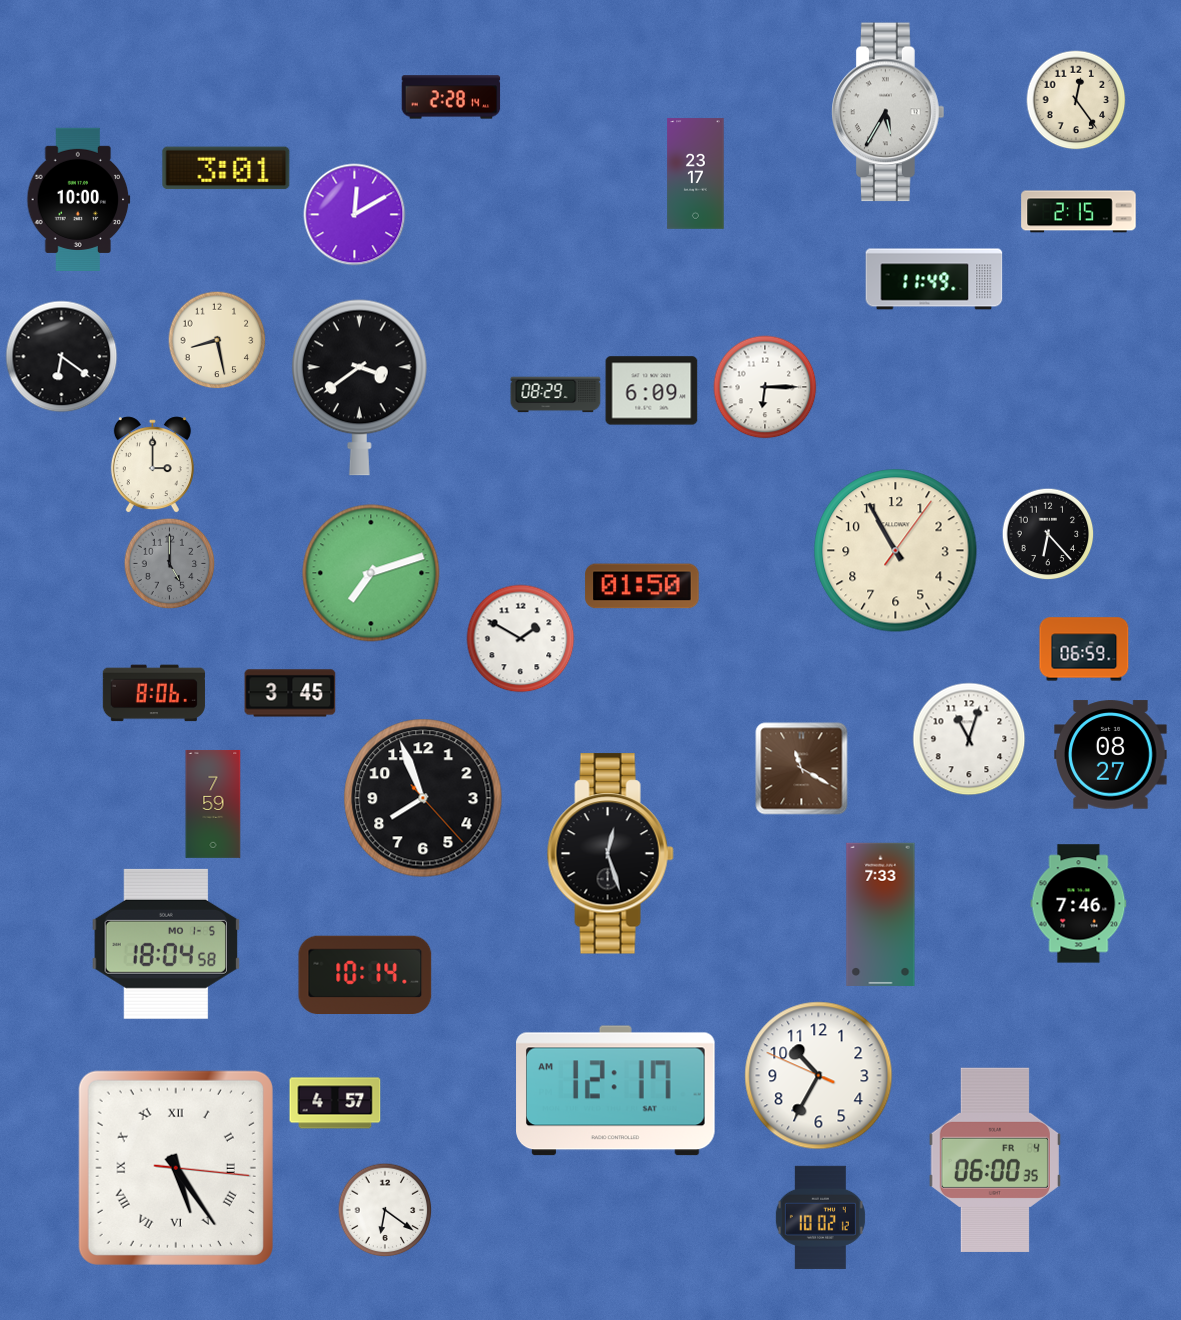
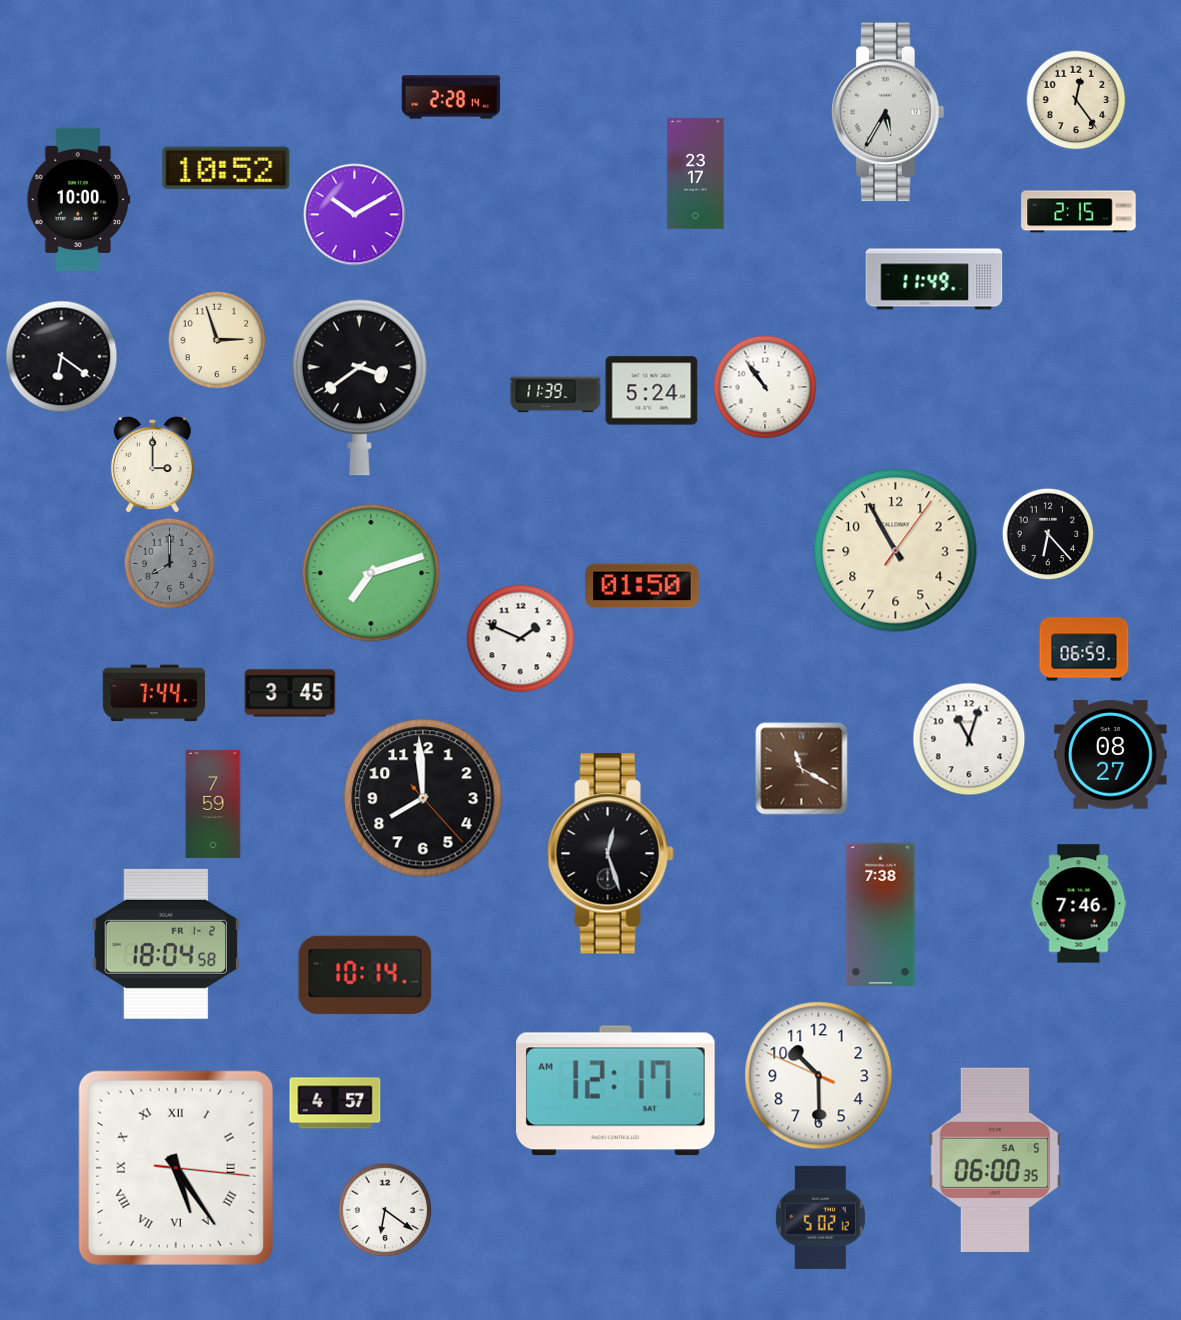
clock at (226, 168): 3:01 -> 10:52
clock at (355, 215): 12:10 -> 10:10
clock at (217, 340): 8:28 -> 2:57
clock at (765, 387): 6:15 -> 10:54
clock at (652, 391): 6:09 -> 5:24
clock at (556, 395): 08:29 -> 11:39
clock at (169, 563): 5:00 -> 8:00
clock at (521, 639): 1:50 -> 1:49
clock at (154, 693): 8:06 -> 7:44
clock at (423, 798): 7:56 -> 7:59
clock at (881, 914): 7:33 -> 7:38
clock at (165, 944) date: MO 1-5 -> FR 1-2
clock at (819, 1076): 10:34 -> 10:29
clock at (995, 1160) date: FR 4 -> SA 5
clock at (820, 1217): 10:02 -> 5:02
